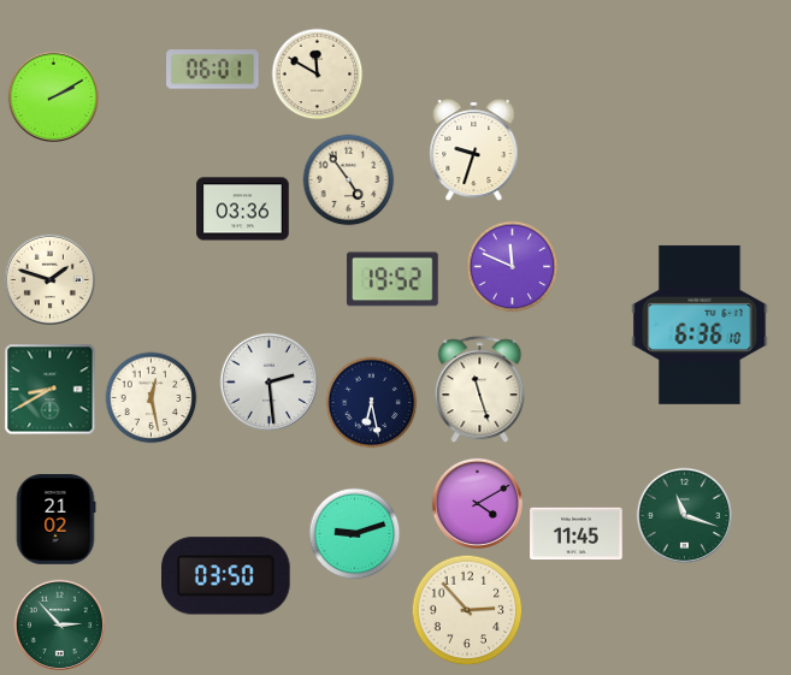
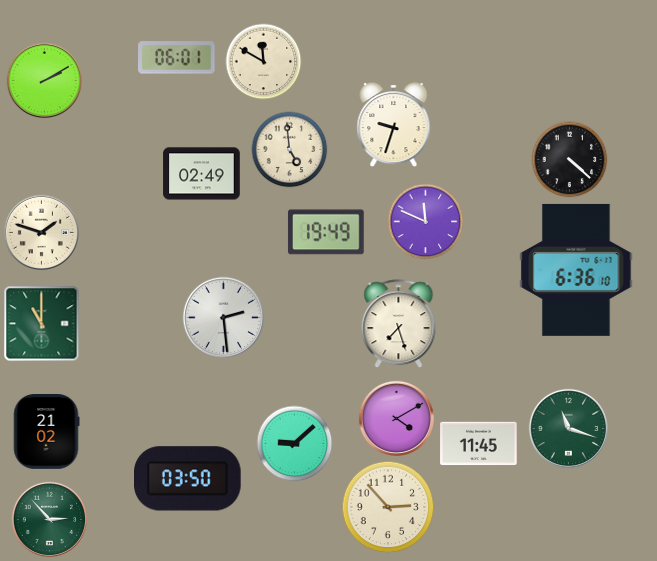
clock at (349, 180): 4:54 -> 4:59
clock at (570, 160): none -> 4:22
clock at (243, 209): 03:36 -> 02:49
clock at (392, 279): 19:52 -> 19:49
clock at (699, 325) position: (699, 325) -> (576, 270)
clock at (51, 390): 8:40 -> 11:00
clock at (480, 390): 11:27 -> 7:27
clock at (152, 398): 12:28 -> none
clock at (372, 403): 6:28 -> none
clock at (355, 534): 9:12 -> 9:08
